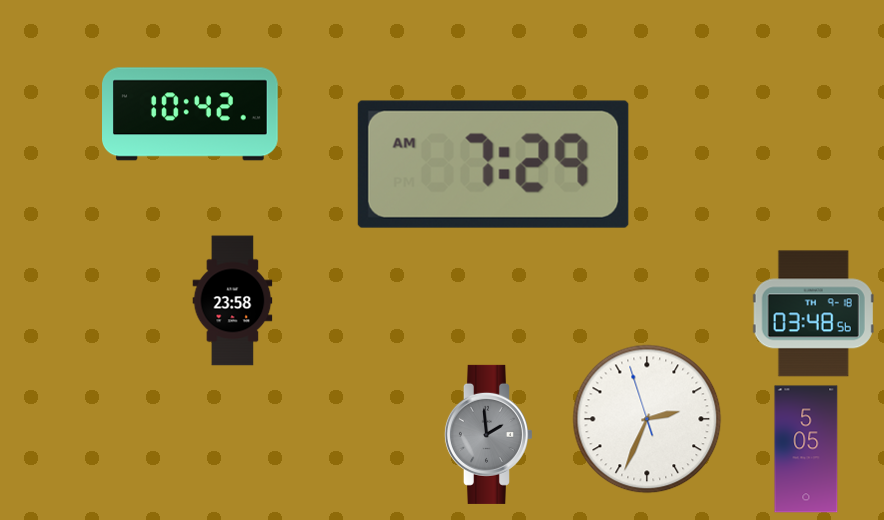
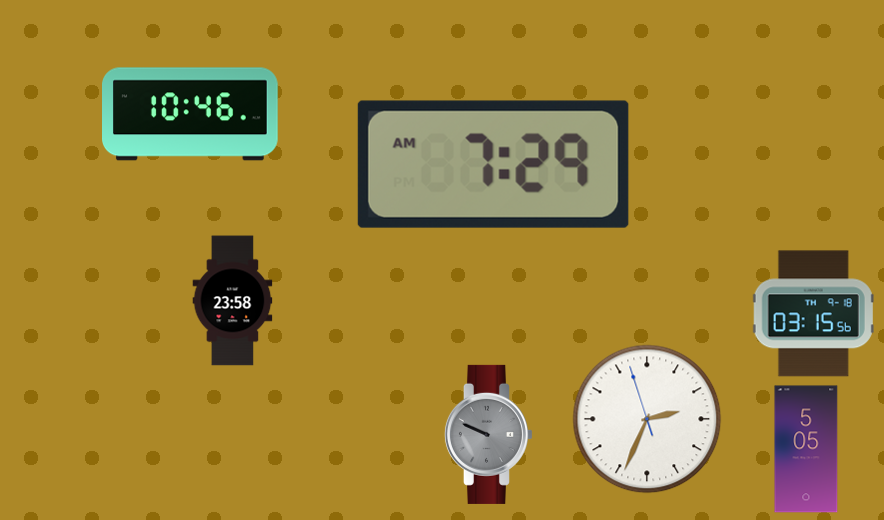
clock at (191, 114): 10:42 -> 10:46
clock at (813, 314): 03:48 -> 03:15
clock at (488, 434): 1:59 -> 9:49
